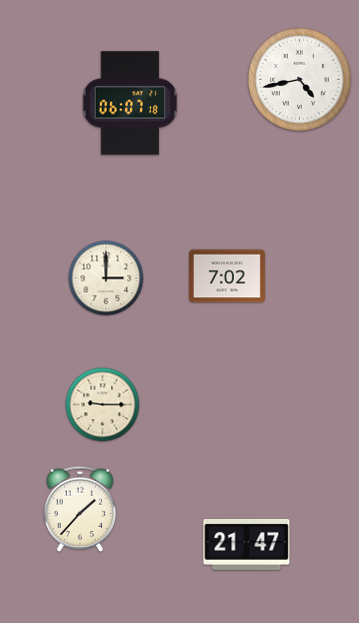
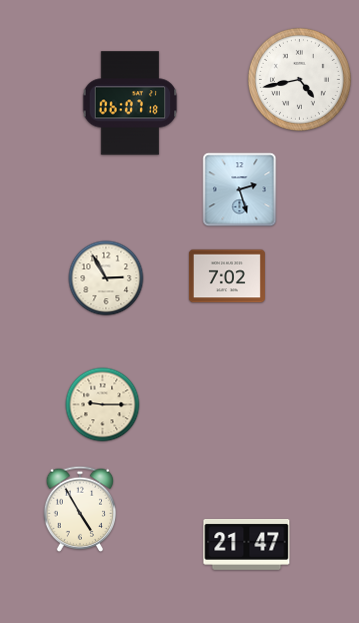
clock at (240, 190): none -> 2:27
clock at (106, 278): 3:00 -> 2:55
clock at (80, 509): 1:37 -> 4:55
